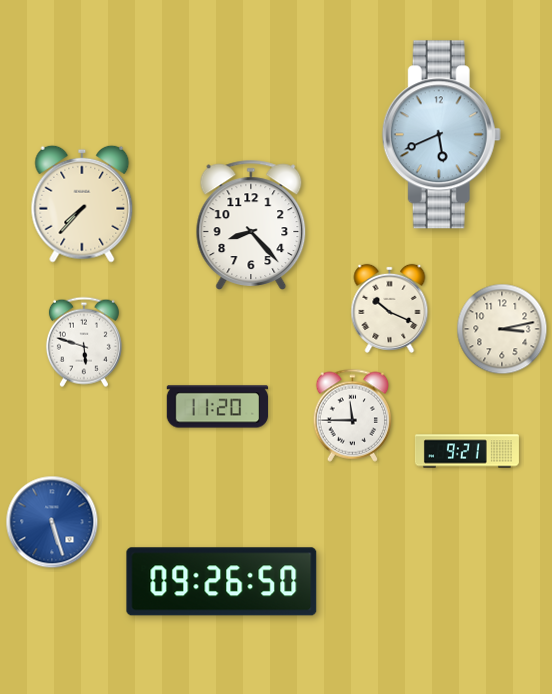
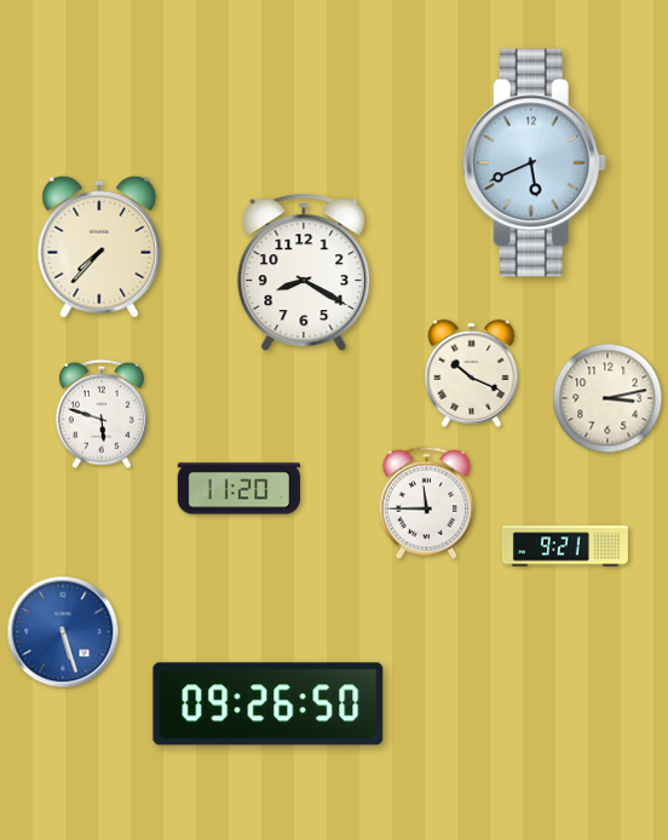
clock at (251, 225): 8:23 -> 8:20
clock at (218, 407) position: (218, 407) -> (240, 489)
